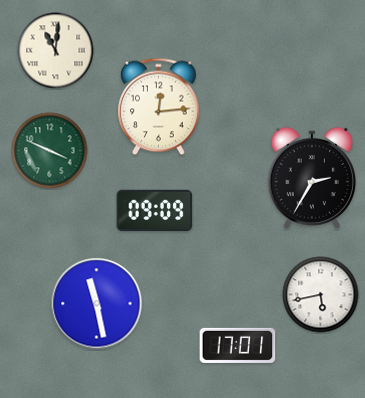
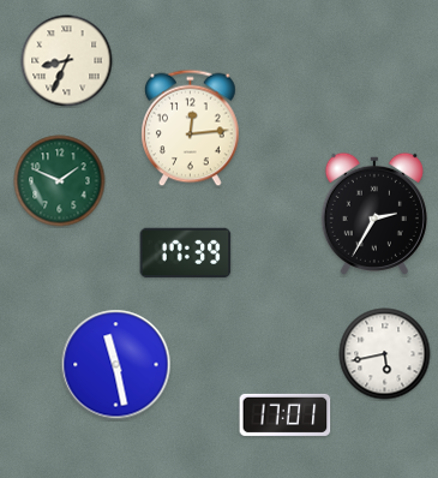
clock at (56, 51): 11:01 -> 8:34
clock at (50, 151): 3:49 -> 1:49
clock at (155, 211): 09:09 -> 17:39
